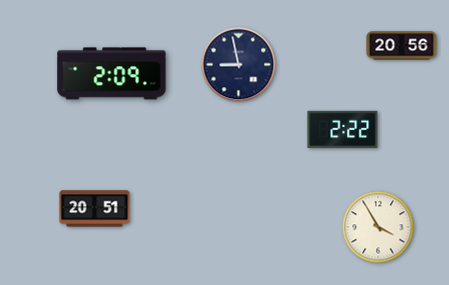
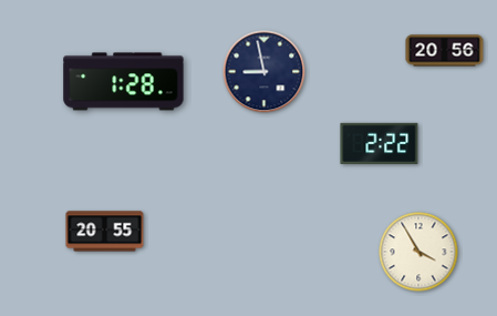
clock at (112, 74): 2:09 -> 1:28
clock at (95, 209): 20:51 -> 20:55
